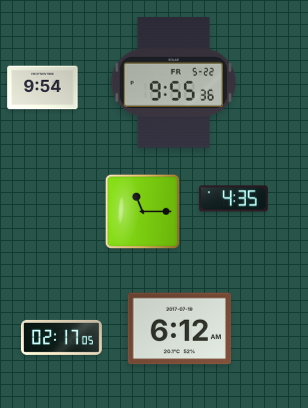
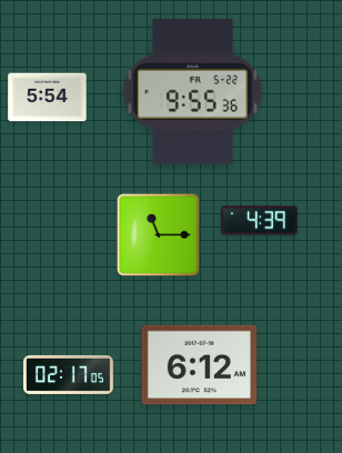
clock at (43, 88): 9:54 -> 5:54
clock at (234, 199): 4:35 -> 4:39
